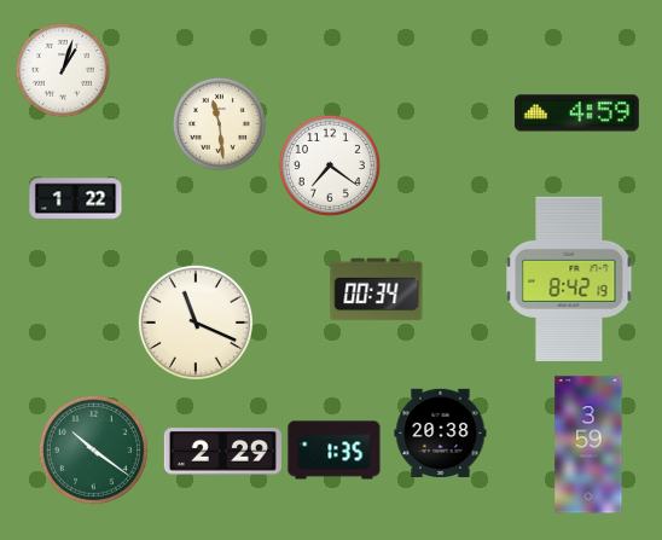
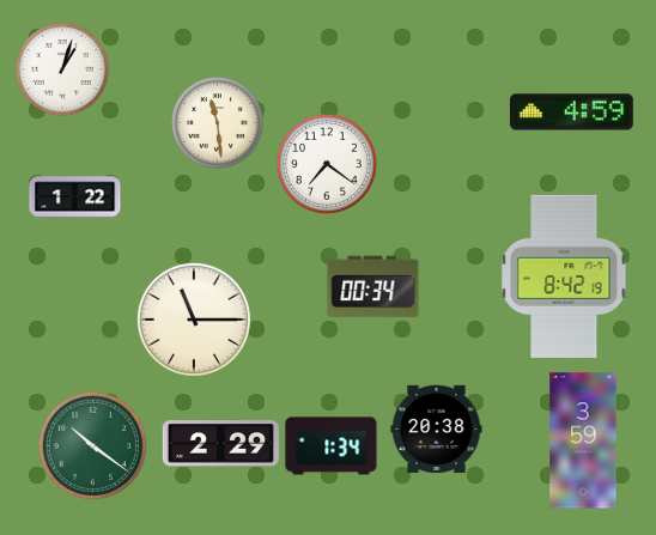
clock at (196, 323): 11:19 -> 11:15
clock at (335, 451): 1:35 -> 1:34
clock at (222, 452) position: (222, 452) -> (220, 444)
